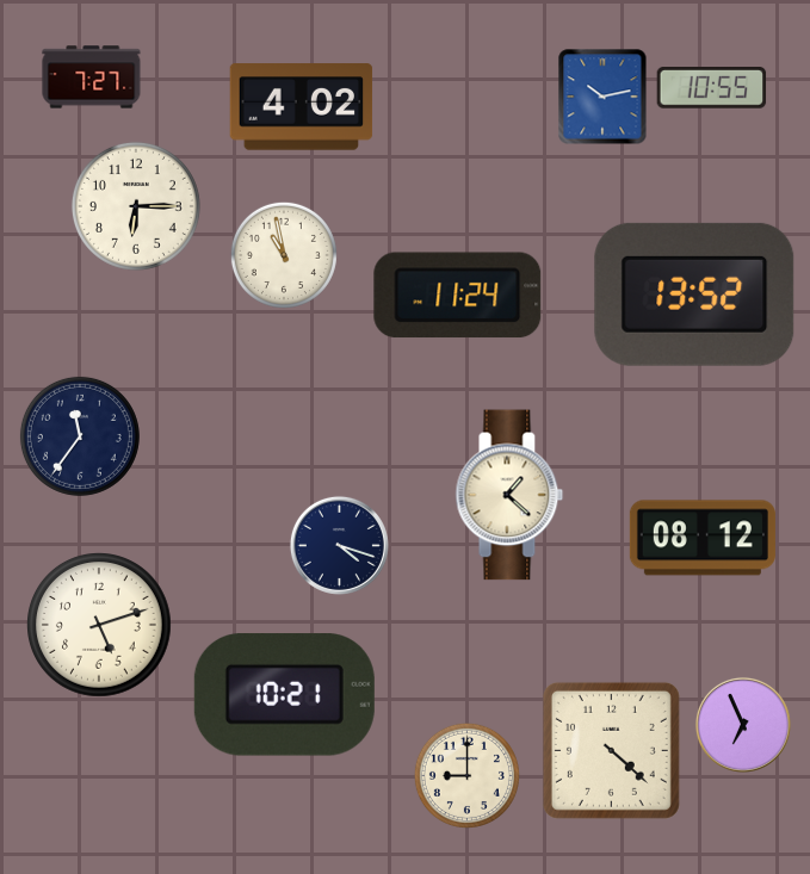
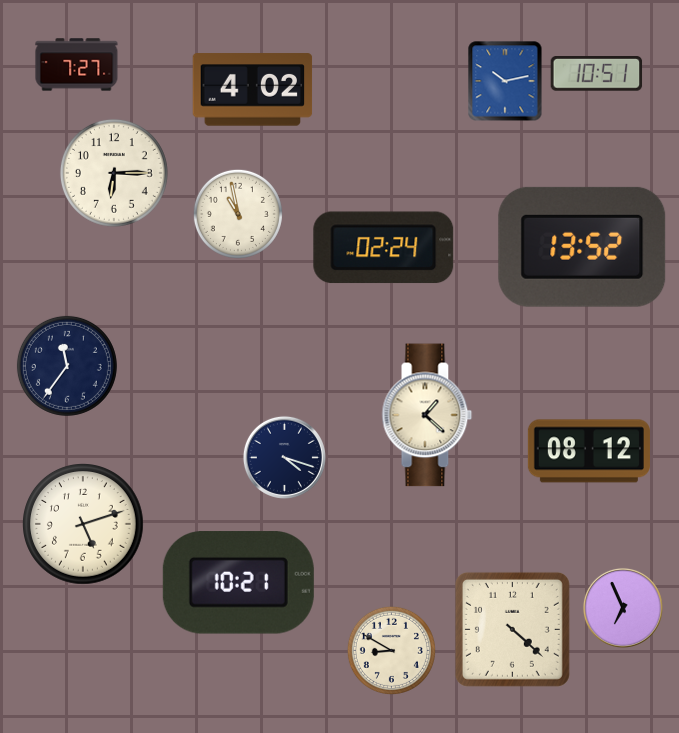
clock at (712, 88): 10:55 -> 10:51
clock at (458, 296): 11:24 -> 02:24
clock at (466, 775): 9:00 -> 8:50
